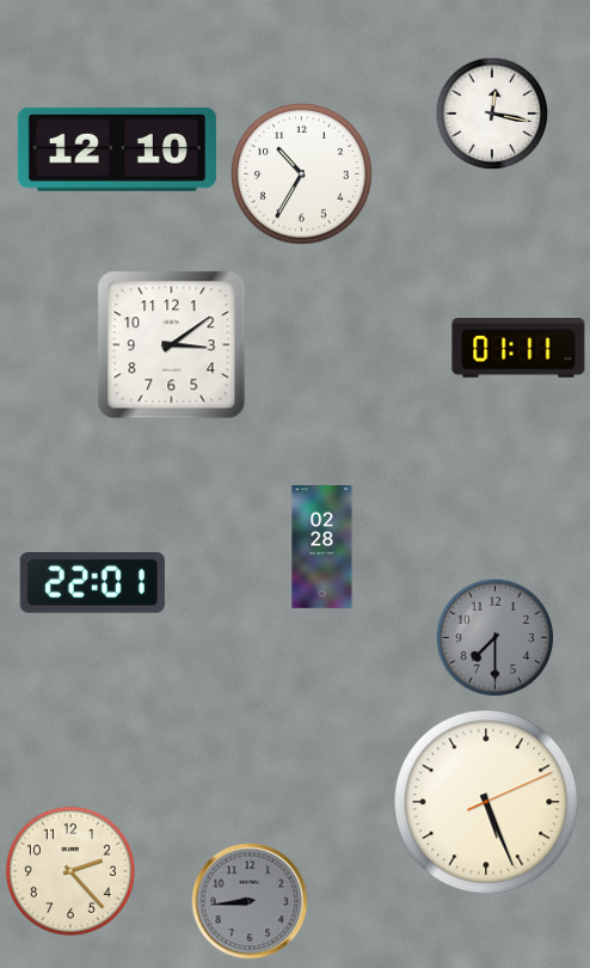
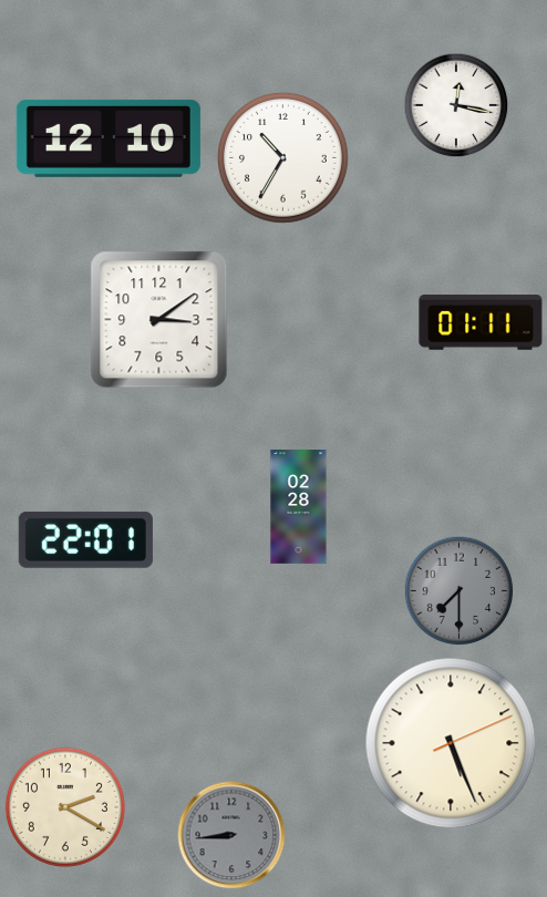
clock at (302, 174) position: (302, 174) -> (283, 158)
clock at (70, 871): 2:23 -> 2:20
